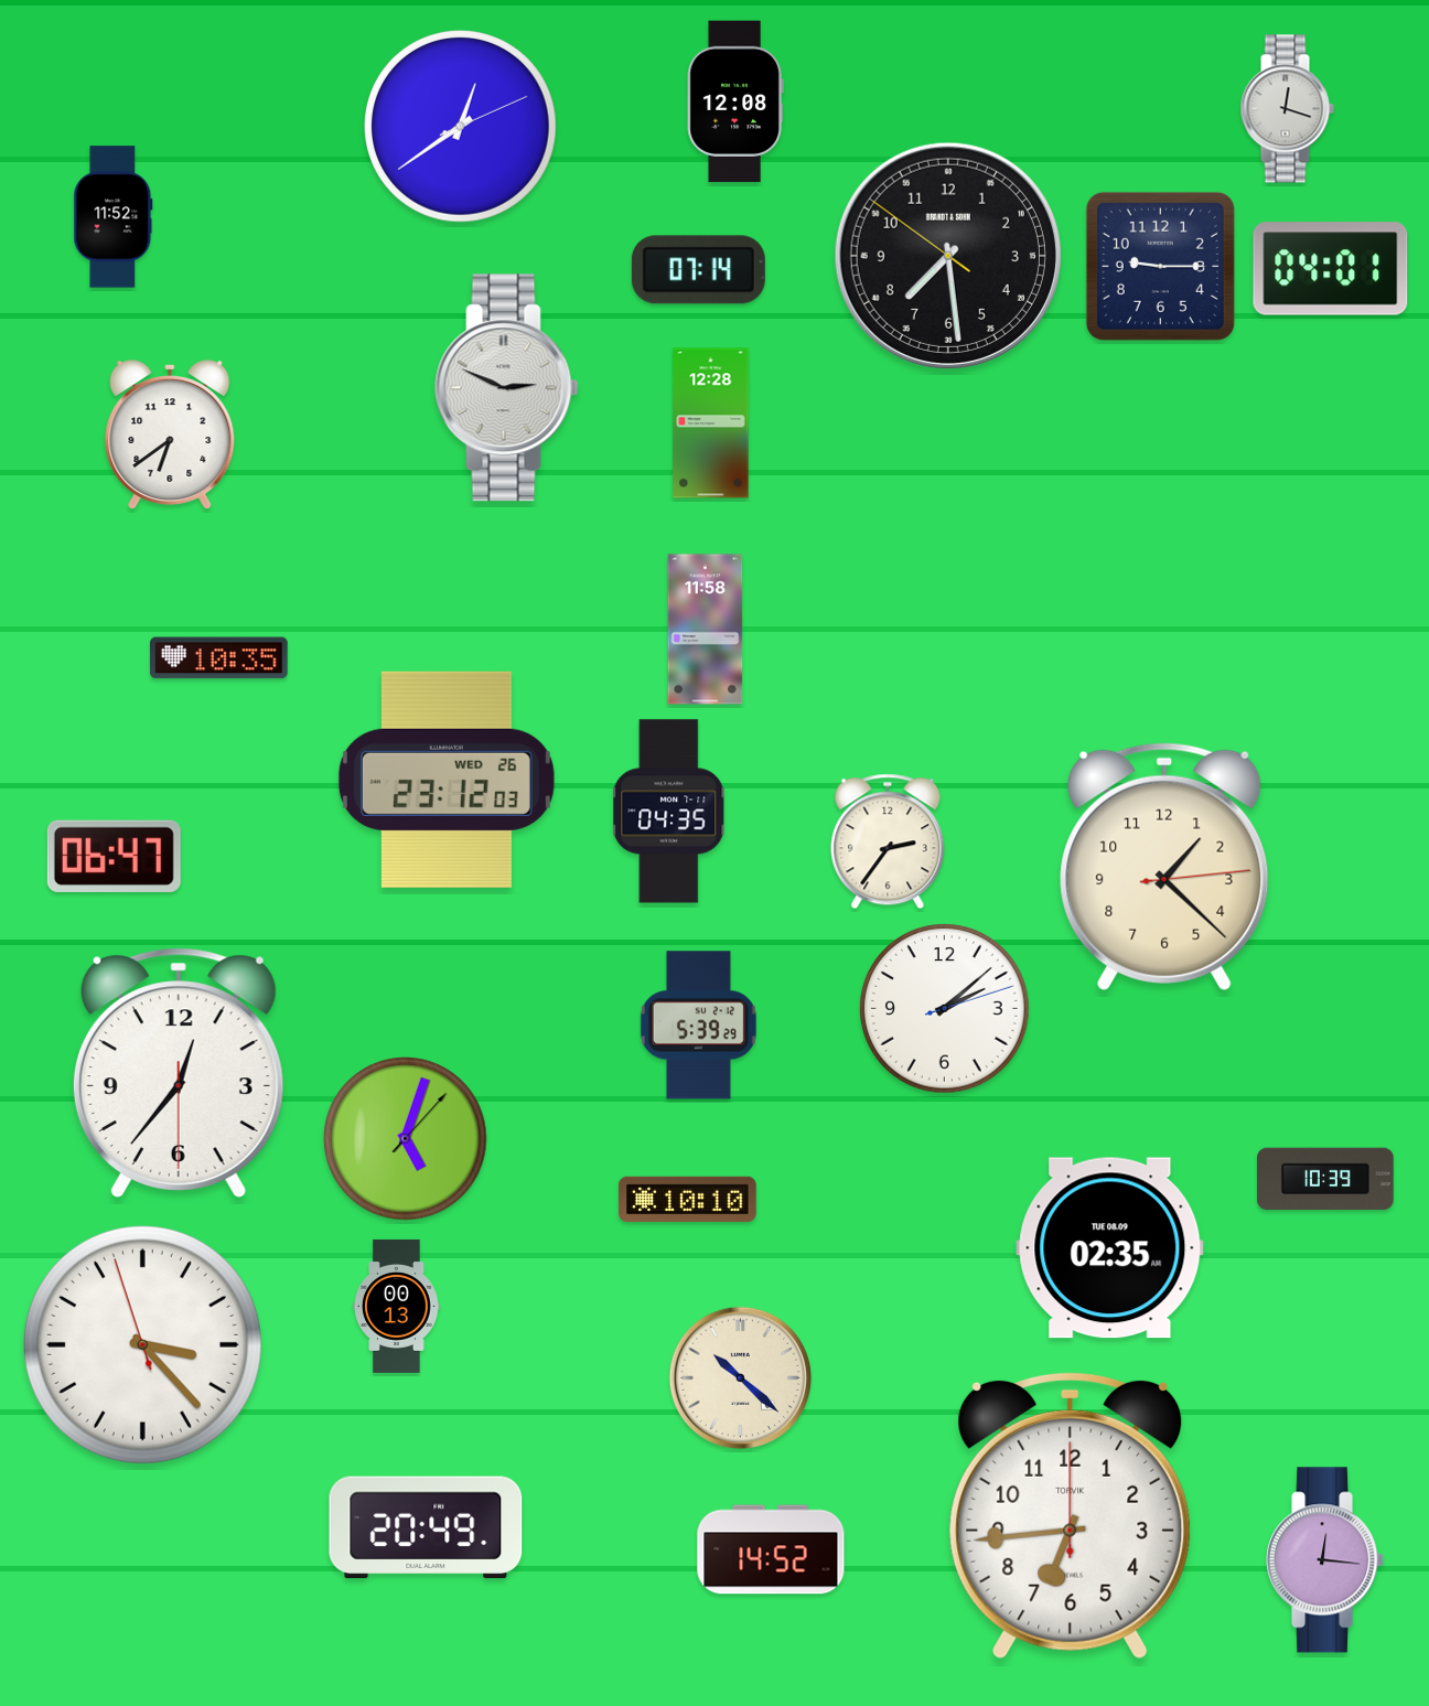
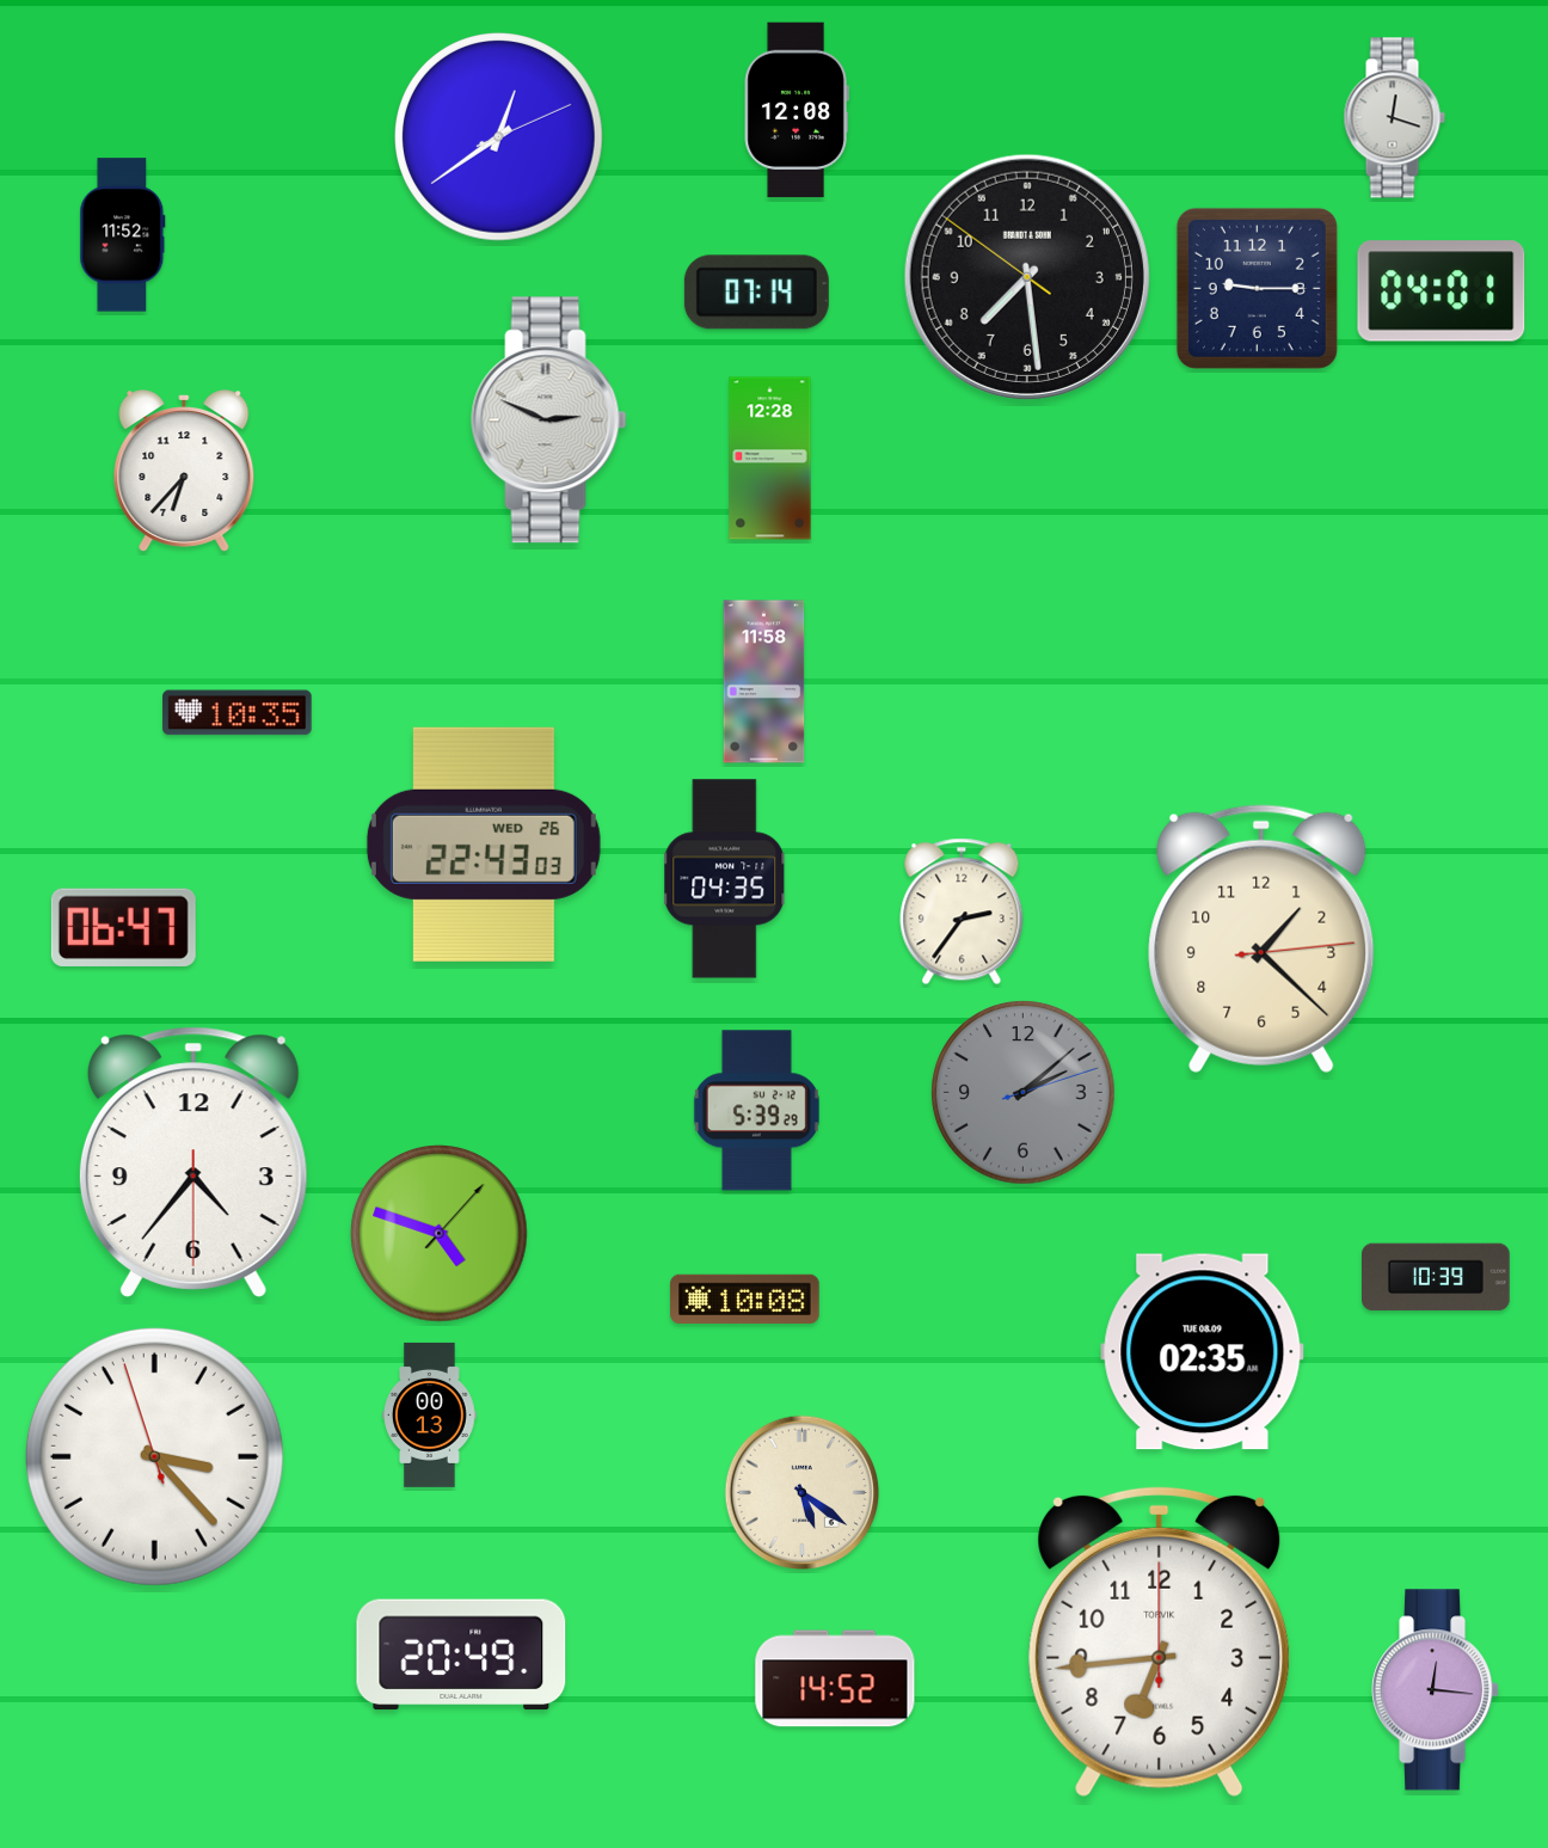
clock at (170, 434): 6:39 -> 6:37
clock at (447, 780): 23:12 -> 22:43
clock at (945, 1009) dial: white -> grey
clock at (179, 1073): 12:36 -> 4:36
clock at (406, 1139): 5:03 -> 4:48
clock at (688, 1200): 10:10 -> 10:08
clock at (741, 1378): 10:22 -> 5:21
